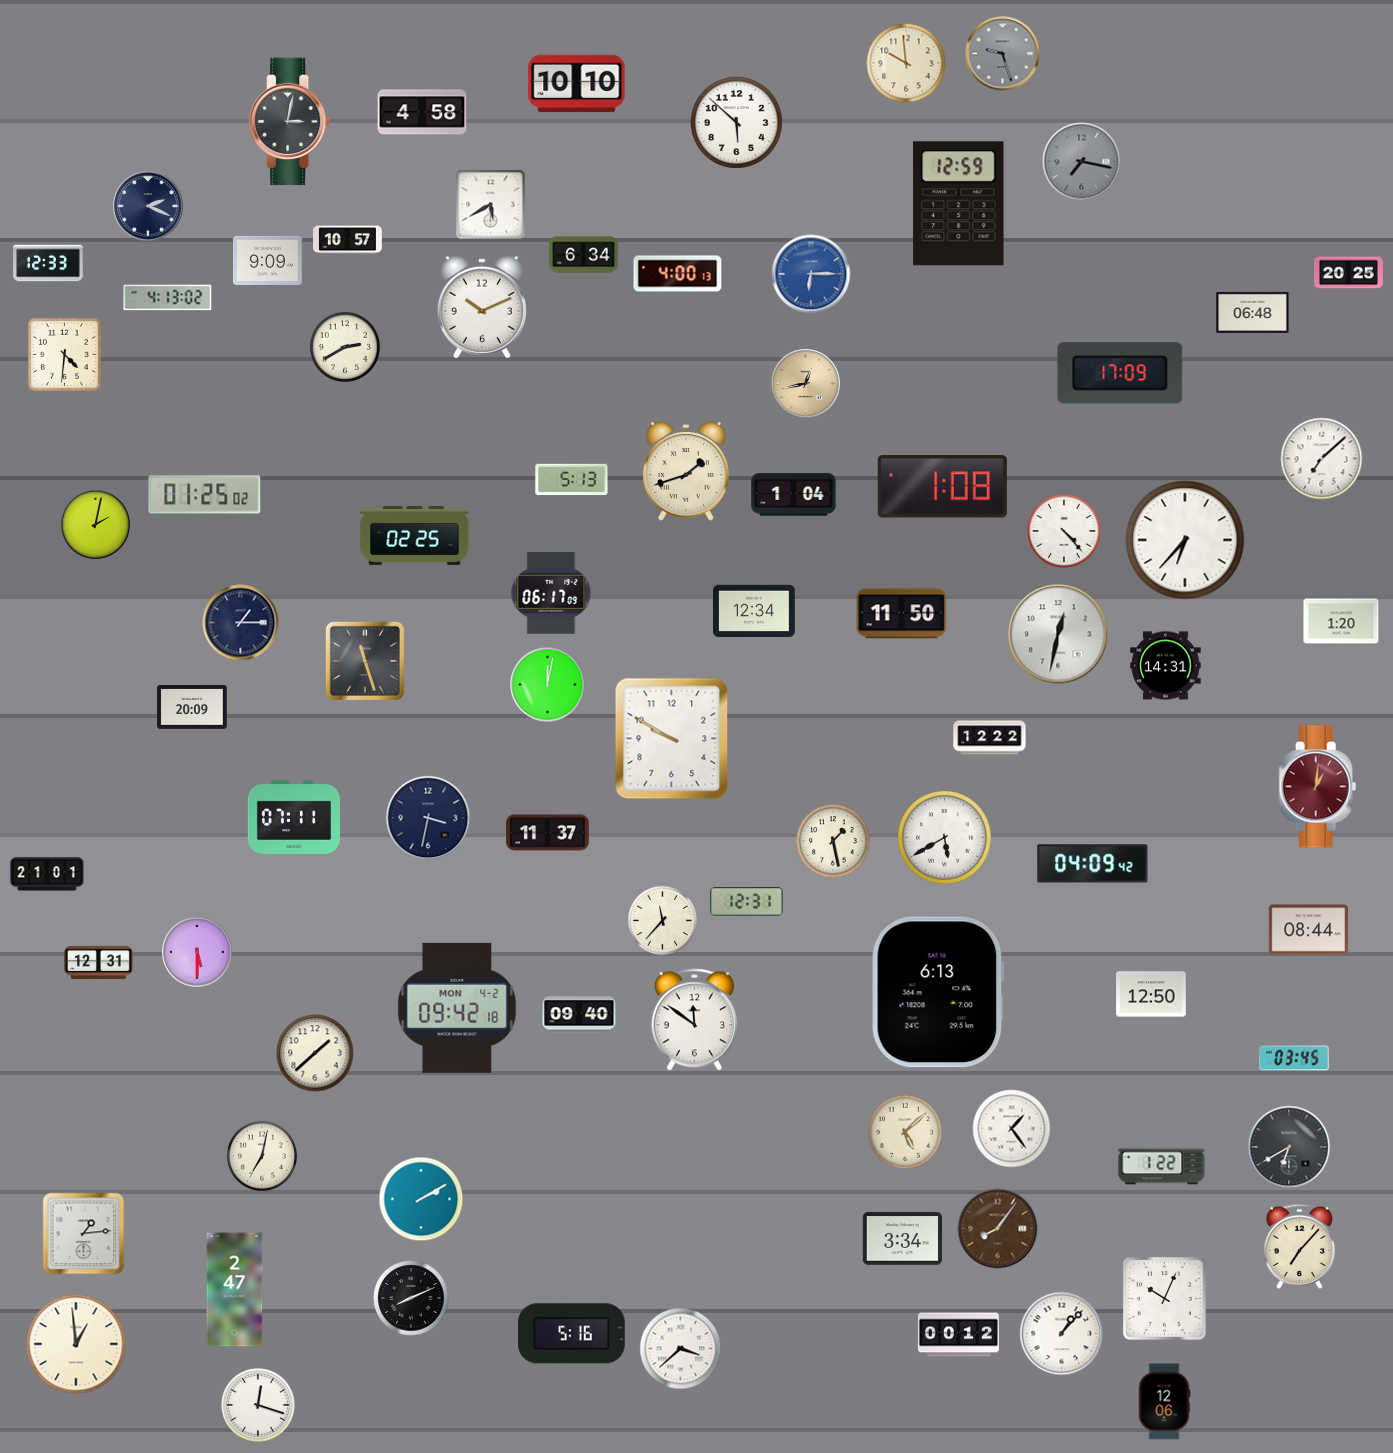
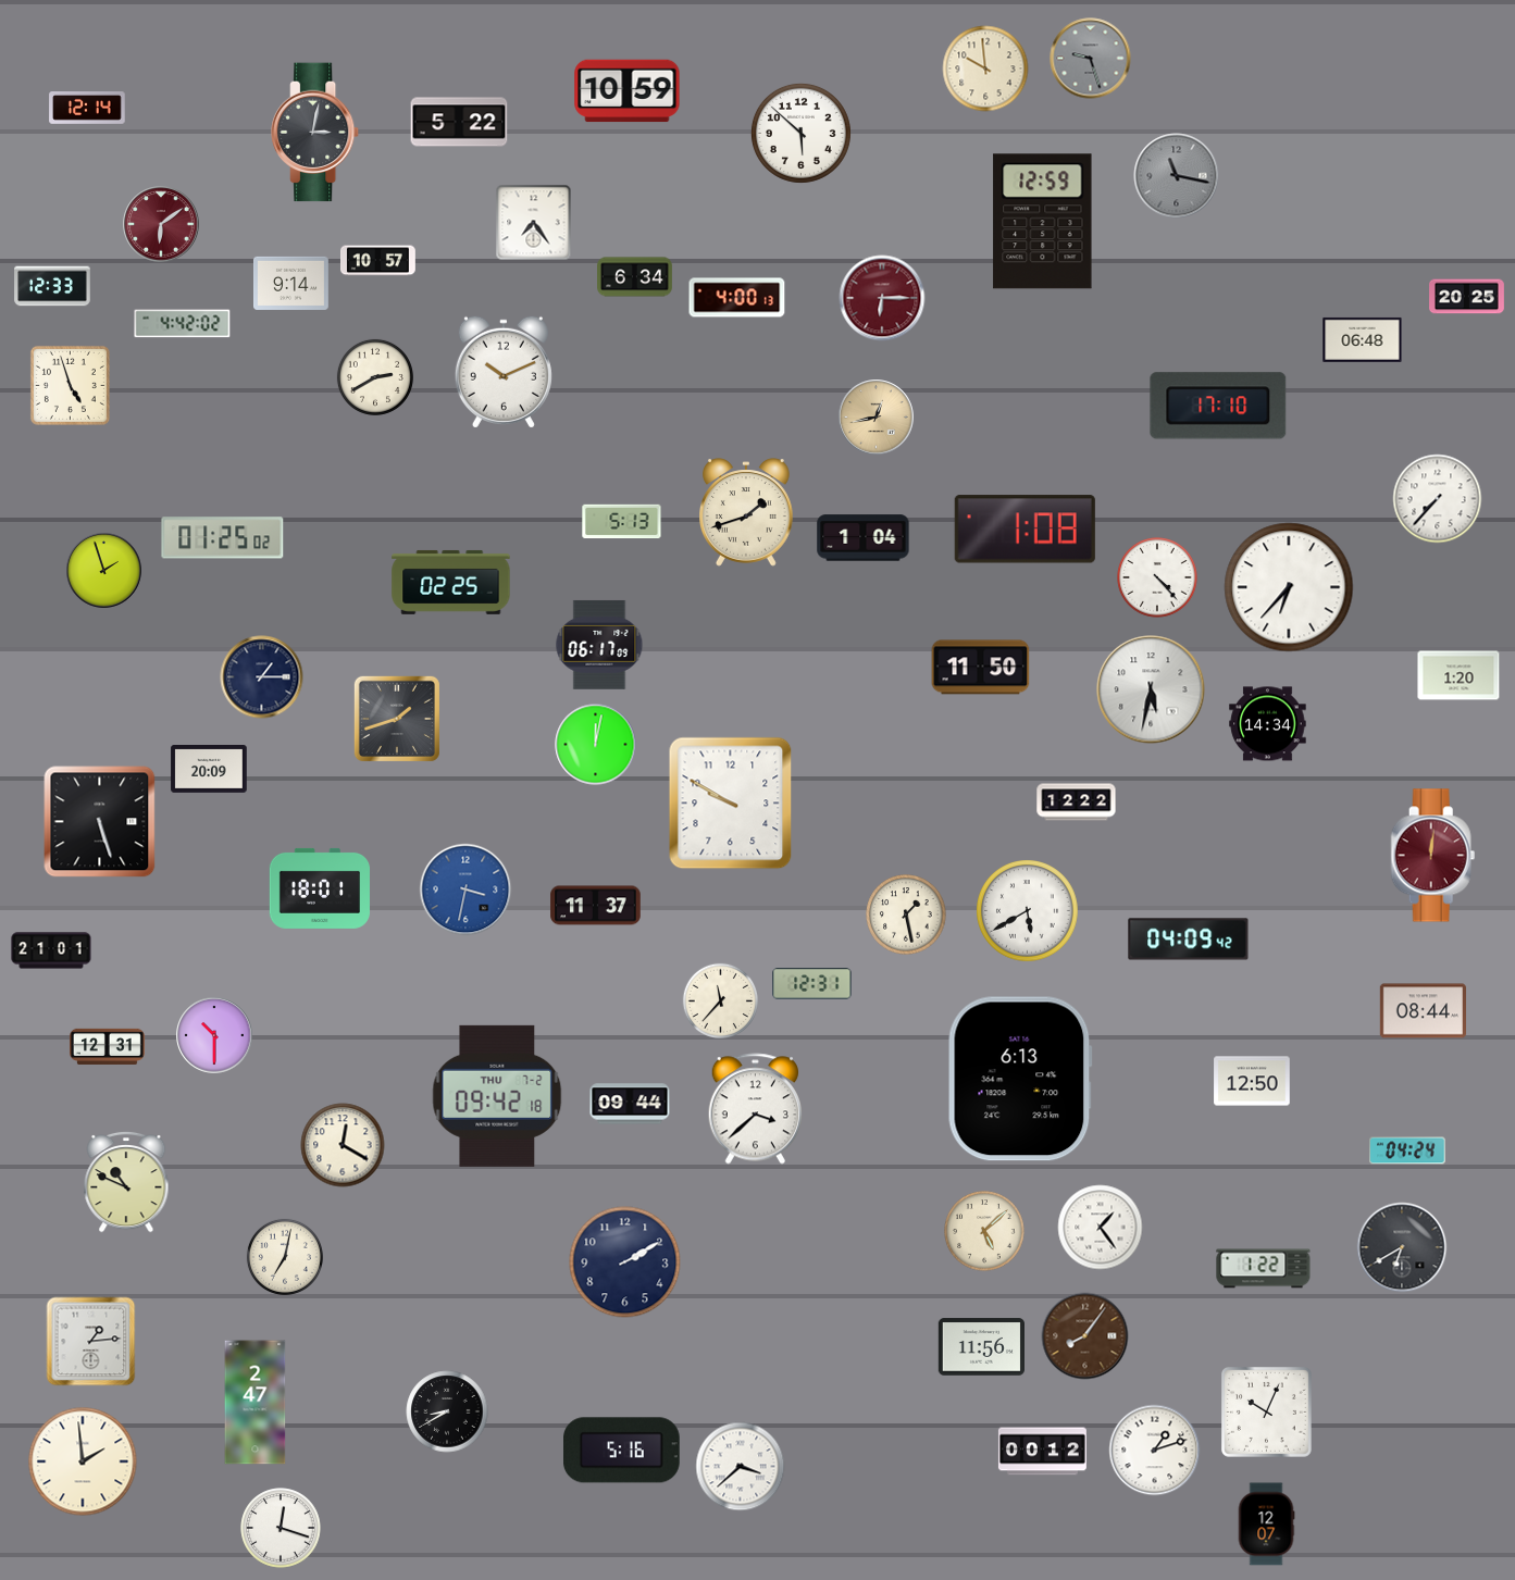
clock at (577, 84): 10:10 -> 10:59
clock at (87, 109): none -> 12:14
clock at (422, 112): 4:58 -> 5:22
clock at (1082, 162): 7:17 -> 11:17
clock at (491, 205): 5:40 -> 7:24
clock at (148, 206): 2:19 -> 6:09
clock at (148, 206) dial: navy -> burgundy
clock at (268, 260): 9:09 -> 9:14
clock at (811, 274) dial: blue -> burgundy
clock at (168, 298): 4:13 -> 4:42
clock at (482, 307) position: (482, 307) -> (504, 372)
clock at (64, 354): 4:31 -> 4:57
clock at (1120, 373): 17:09 -> 17:10
clock at (1322, 459): 7:08 -> 7:37
clock at (96, 525): 2:02 -> 1:57
clock at (754, 610): 12:34 -> none
clock at (1058, 634): 12:32 -> 5:32
clock at (365, 661): 11:27 -> 1:42
clock at (1166, 666): 14:31 -> 14:34
clock at (100, 822): none -> 5:27
clock at (1318, 787): 1:01 -> 12:01
clock at (294, 817): 07:11 -> 18:01
clock at (428, 818) dial: navy -> blue
clock at (747, 902) position: (747, 902) -> (812, 984)
clock at (197, 952): 5:30 -> 10:30
clock at (457, 1008) date: MON 4-2 -> THU 7-2
clock at (579, 1015): 09:40 -> 09:44
clock at (694, 1020): 11:51 -> 3:38
clock at (315, 1053): 1:38 -> 12:20
clock at (1294, 1058): 03:45 -> 04:24
clock at (126, 1182): none -> 10:49
clock at (625, 1262): none -> 2:10
clock at (421, 1199): 2:10 -> none
clock at (902, 1239): 3:34 -> 11:56
clock at (1300, 1246): 7:07 -> none
clock at (411, 1298): 8:11 -> 8:40
clock at (1062, 1334): 1:07 -> 1:12
clock at (76, 1344): 12:59 -> 1:59
clock at (1164, 1402): 12:06 -> 12:07
